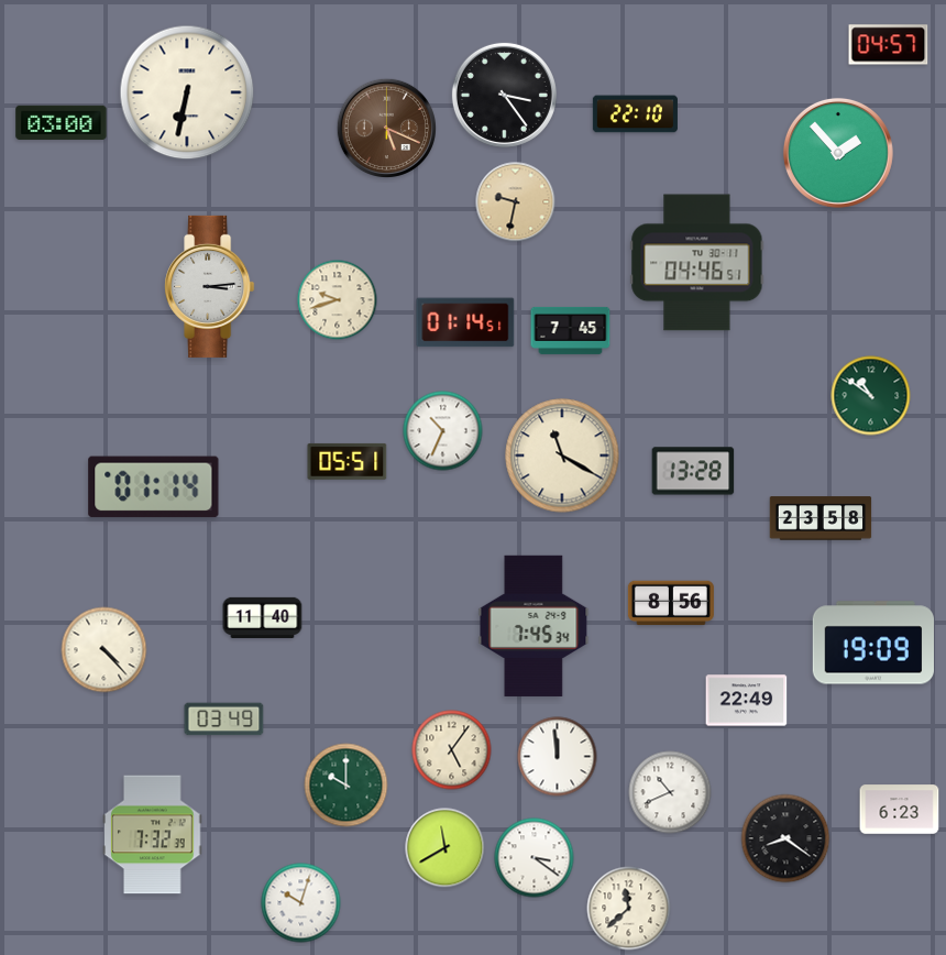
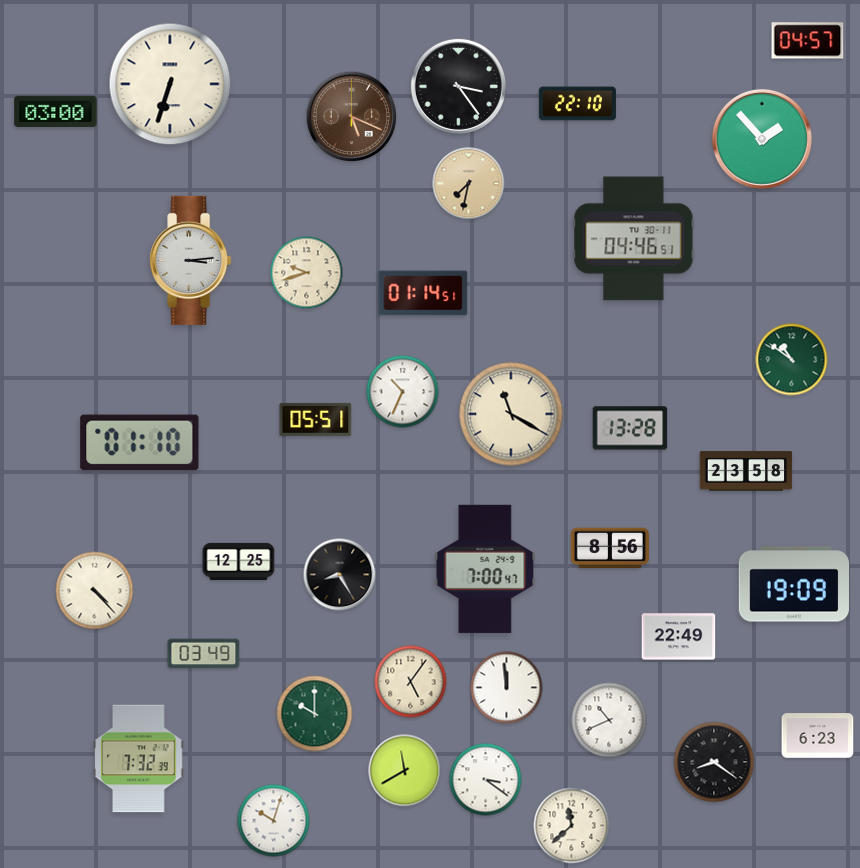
clock at (187, 92): 6:32 -> 6:33
clock at (516, 202): 9:32 -> 7:32
clock at (571, 330): 7:45 -> none
clock at (154, 487): 01:14 -> 01:10
clock at (263, 617): 11:40 -> 12:25
clock at (533, 626): 7:45 -> 7:00
clock at (340, 575): none -> 8:25
